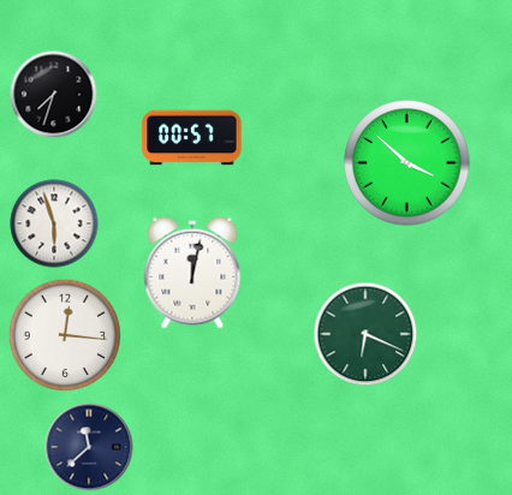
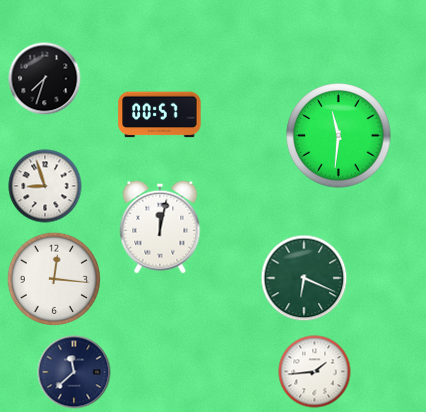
clock at (407, 163): 3:52 -> 11:31
clock at (54, 223): 5:57 -> 8:57
clock at (315, 372): none -> 1:44
